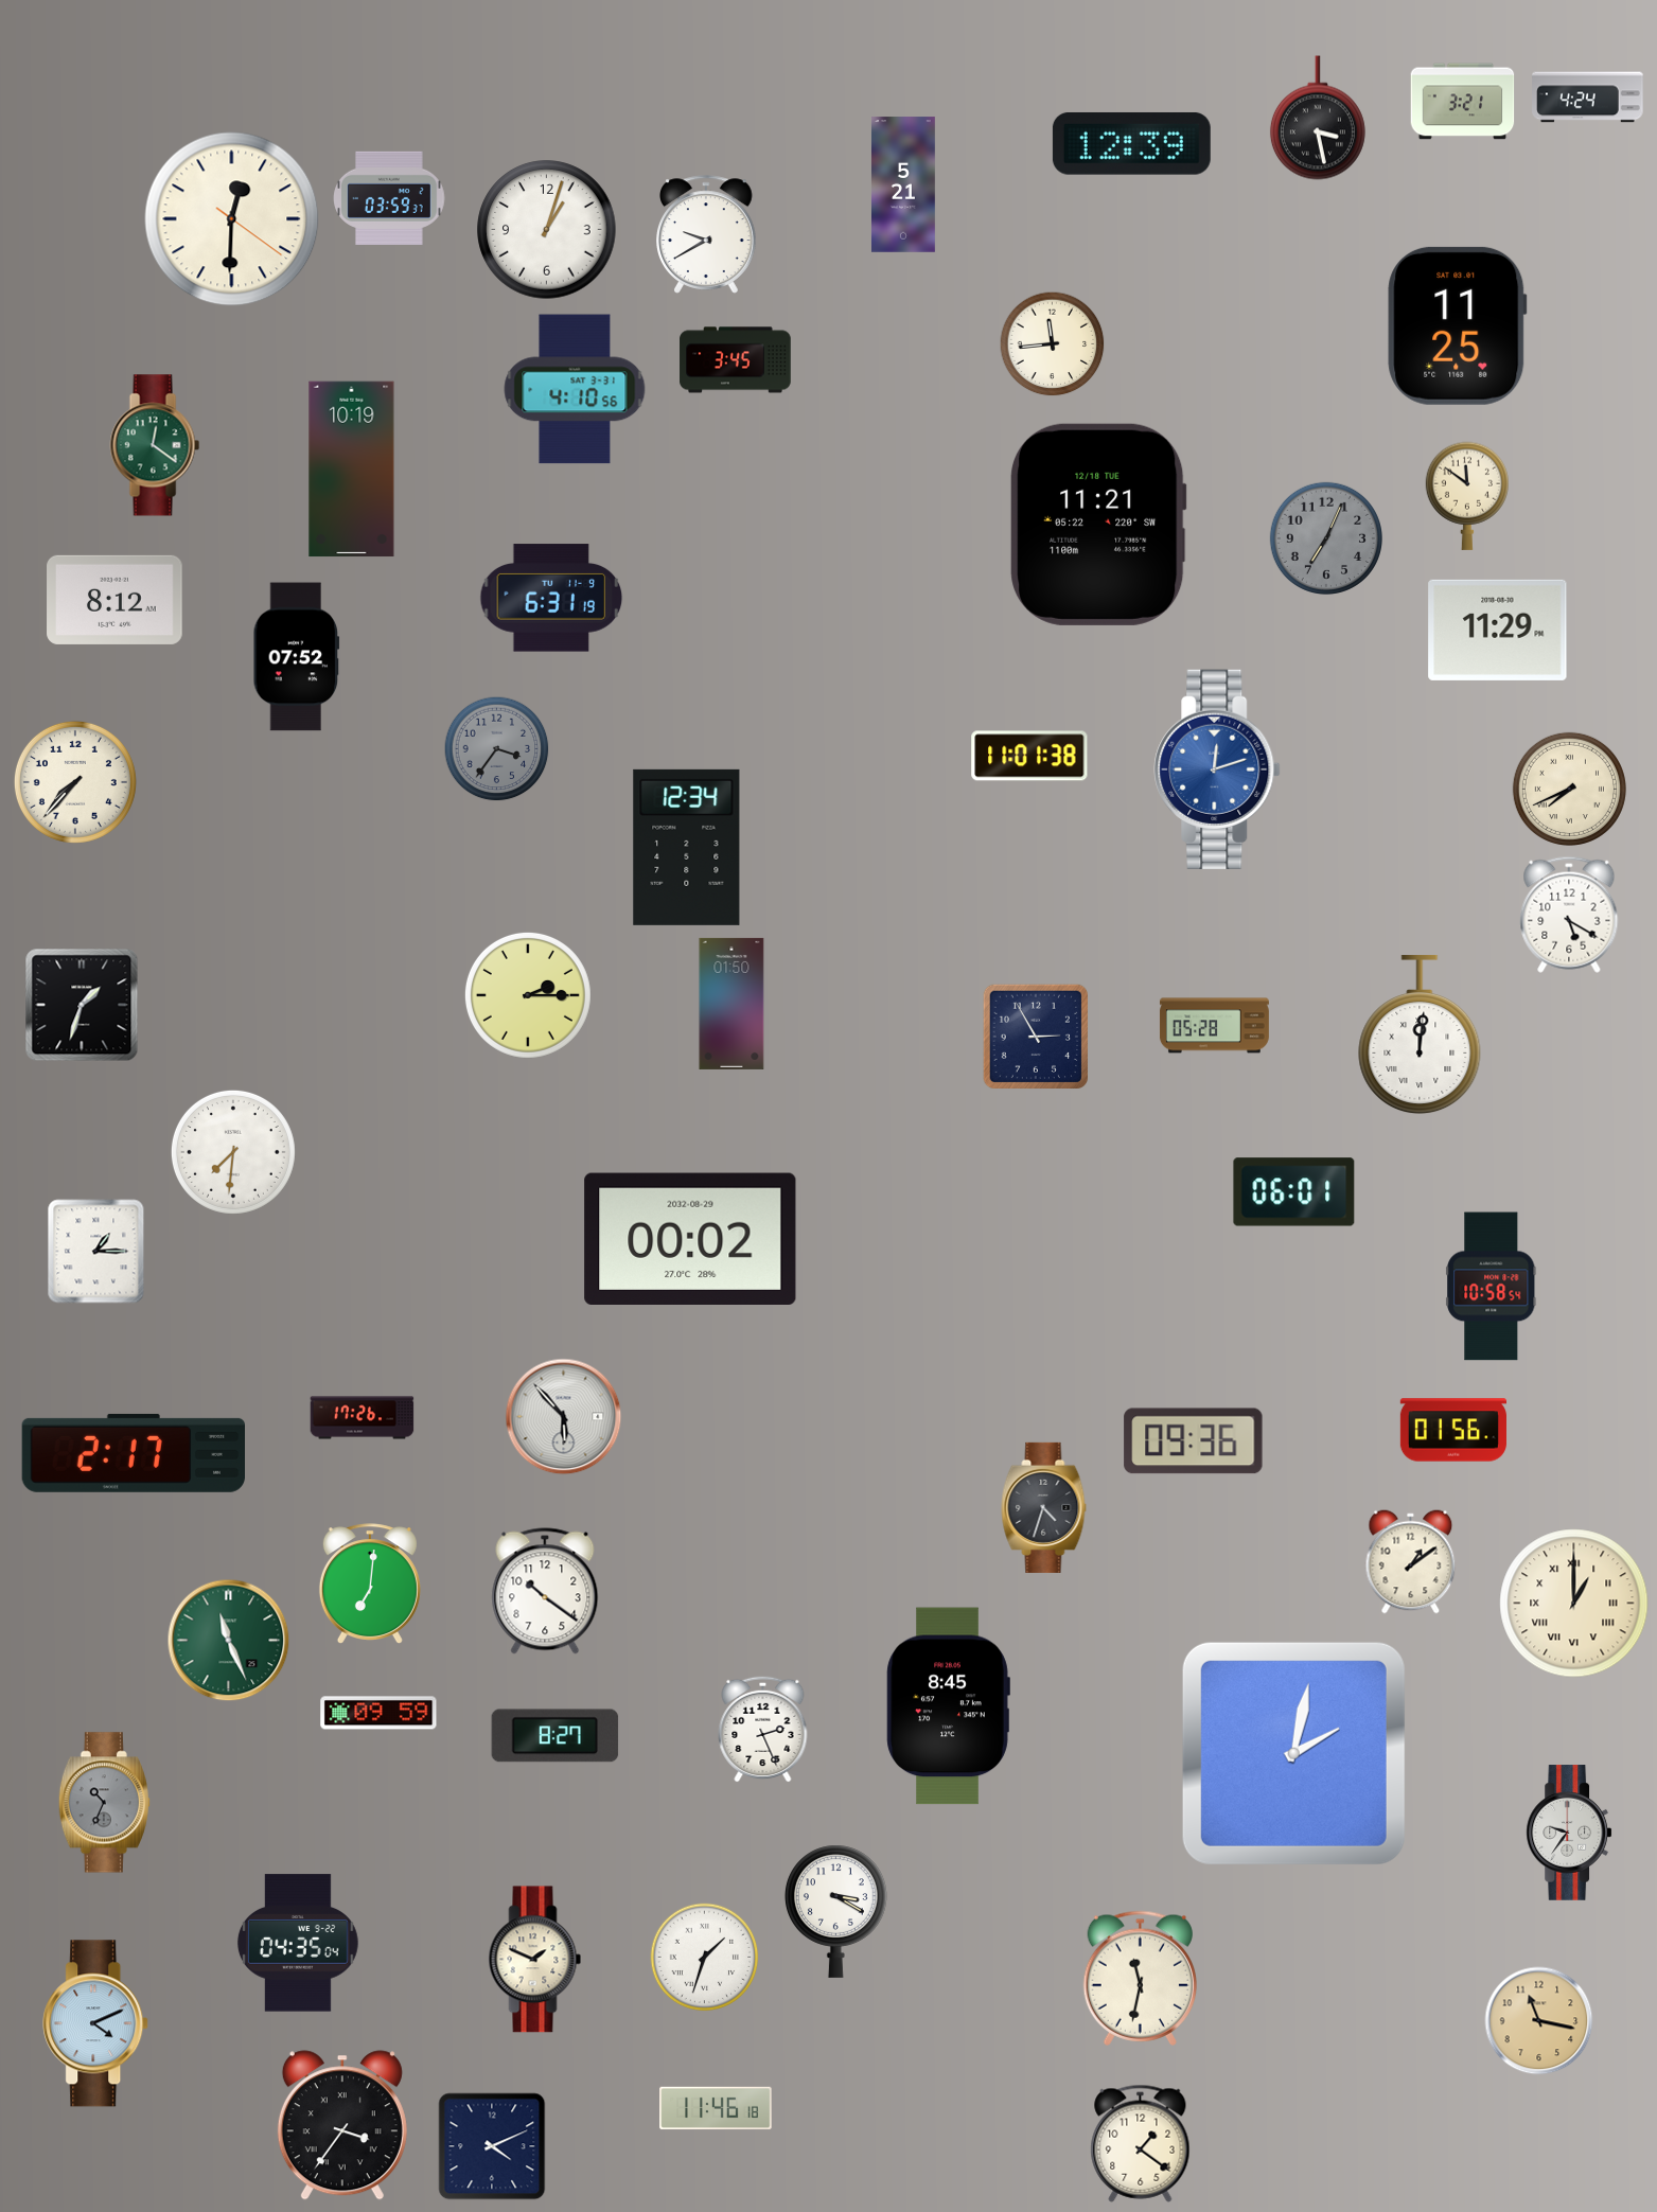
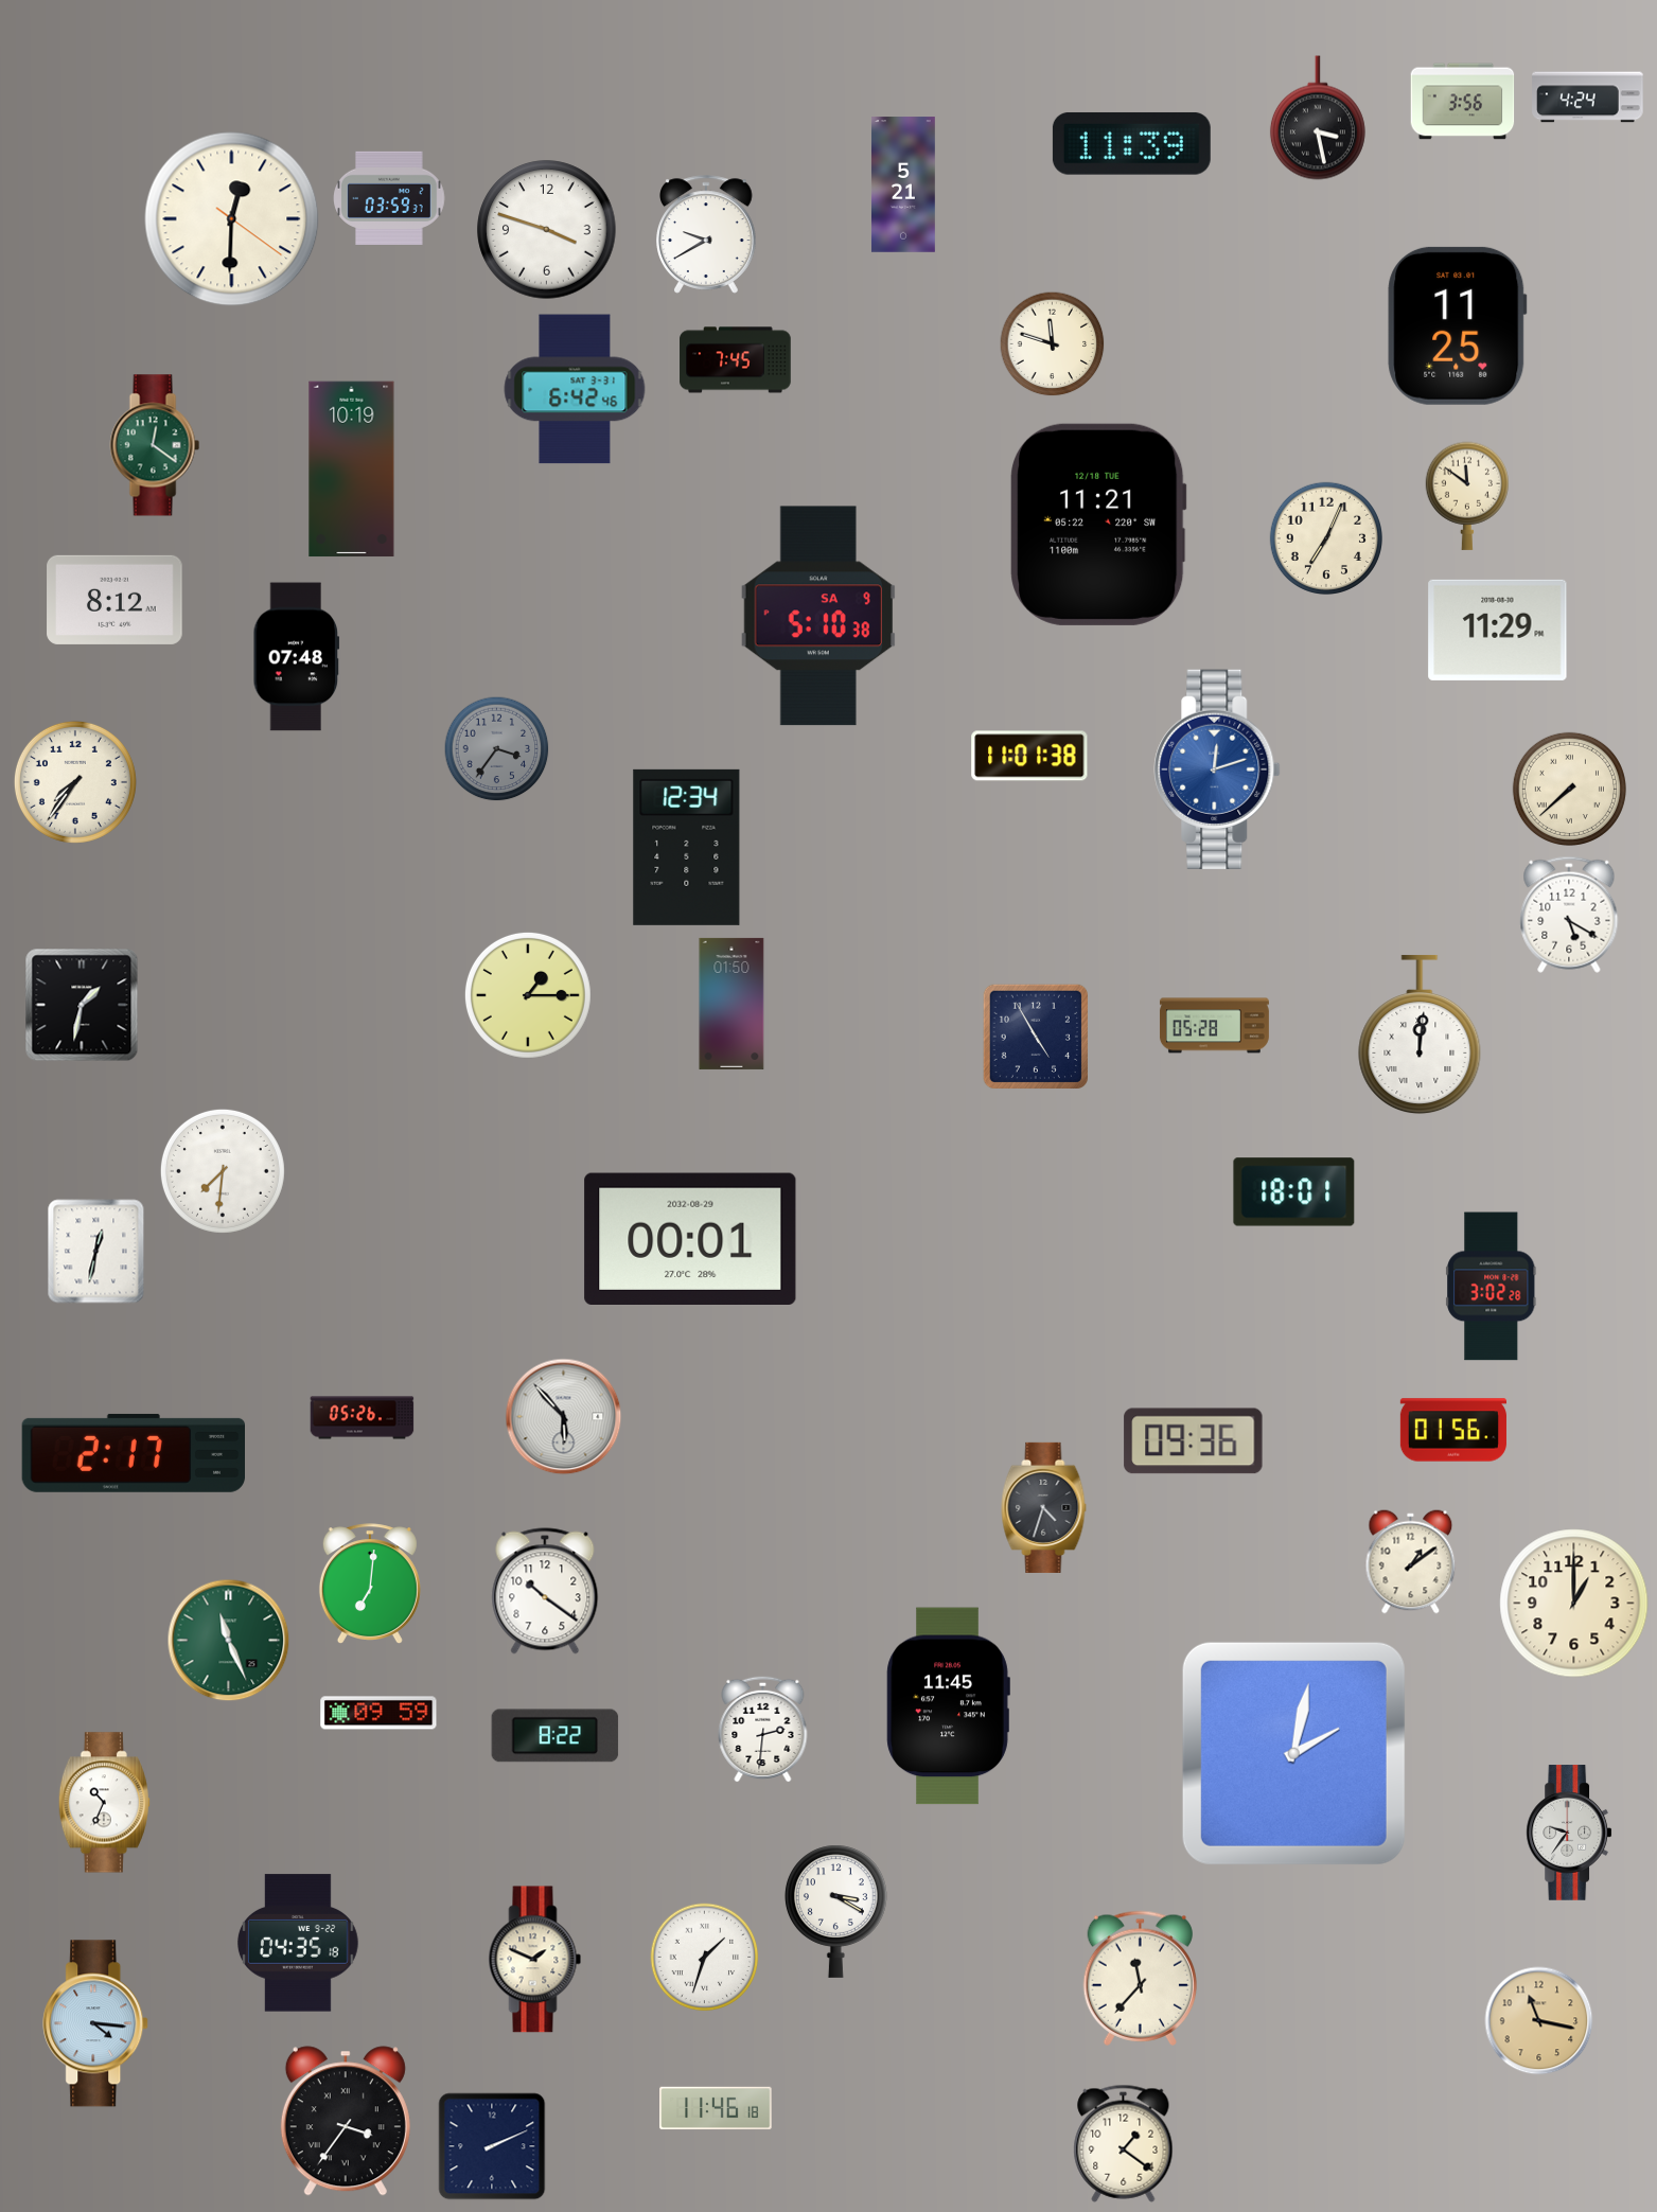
clock at (1463, 102): 3:21 -> 3:56
clock at (1131, 144): 12:39 -> 11:39
clock at (547, 230): 1:03 -> 3:48
clock at (1053, 344): 11:44 -> 11:48
clock at (736, 360): 3:45 -> 7:45
clock at (575, 389): 4:10 -> 6:42
clock at (1325, 537) dial: grey -> cream
clock at (551, 598): 6:31 -> none
clock at (818, 616): none -> 5:10
clock at (297, 657): 07:52 -> 07:48
clock at (75, 782): 7:37 -> 7:36
clock at (1569, 789): 7:41 -> 7:38
clock at (528, 995): 2:15 -> 1:15
clock at (82, 1005): 1:33 -> 1:32
clock at (1036, 1037): 2:55 -> 4:55
clock at (233, 1152) position: (233, 1152) -> (223, 1171)
clock at (1294, 1192): 06:01 -> 18:01
clock at (690, 1238): 00:02 -> 00:01
clock at (96, 1252): 1:15 -> 12:32
clock at (1492, 1287): 10:58 -> 3:02
clock at (363, 1418): 17:26 -> 05:26
clock at (1574, 1604) numerals: Roman -> Arabic
clock at (948, 1706): 8:45 -> 11:45
clock at (763, 1729): 2:26 -> 2:31
clock at (556, 1736): 8:27 -> 8:22
clock at (104, 1803) dial: grey -> white
clock at (298, 1943): 04:35:04 -> 04:35:18
clock at (1140, 1978): 11:32 -> 11:37
clock at (96, 2023): 4:11 -> 4:16
clock at (342, 2125) position: (342, 2125) -> (346, 2121)
clock at (1141, 2143) position: (1141, 2143) -> (1124, 2143)
clock at (492, 2146): 4:11 -> 2:11
